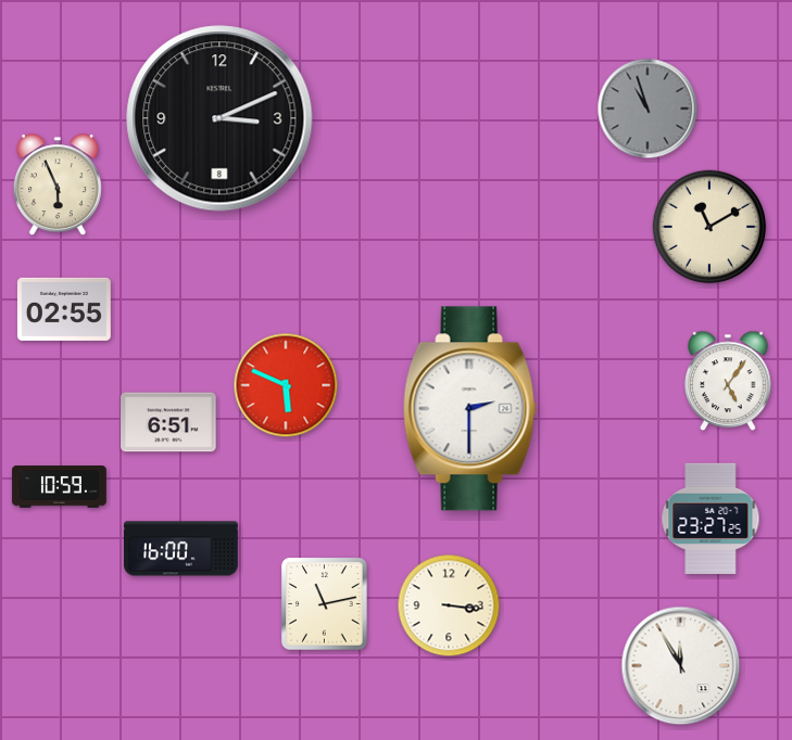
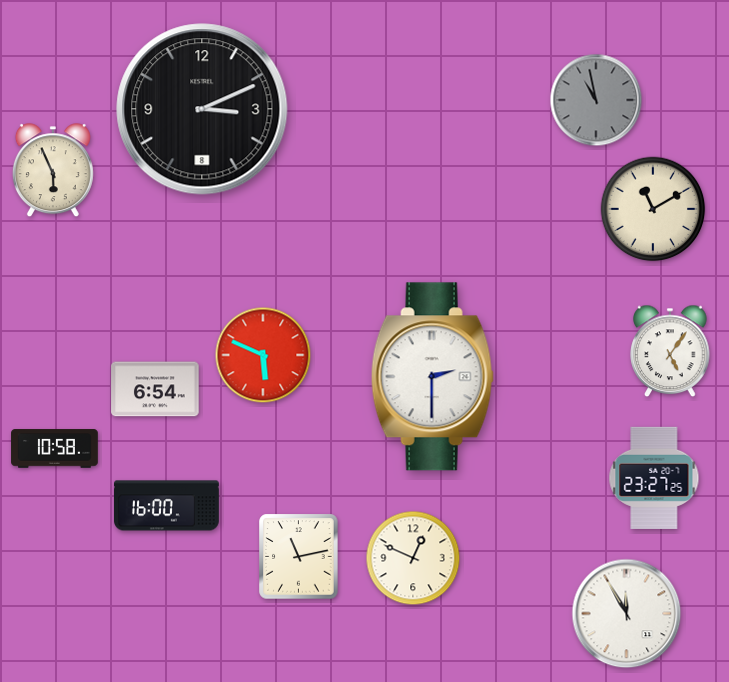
clock at (648, 109): 10:57 -> 10:58
clock at (64, 309): 02:55 -> none
clock at (168, 422): 6:51 -> 6:54
clock at (60, 487): 10:59 -> 10:58
clock at (449, 605): 3:16 -> 12:49
